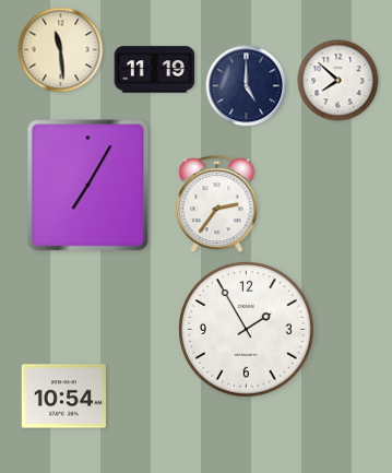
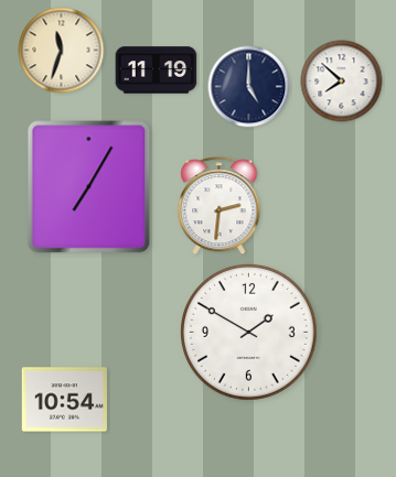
clock at (61, 50): 11:29 -> 11:33
clock at (217, 204): 2:36 -> 2:31
clock at (247, 330): 1:55 -> 1:50
